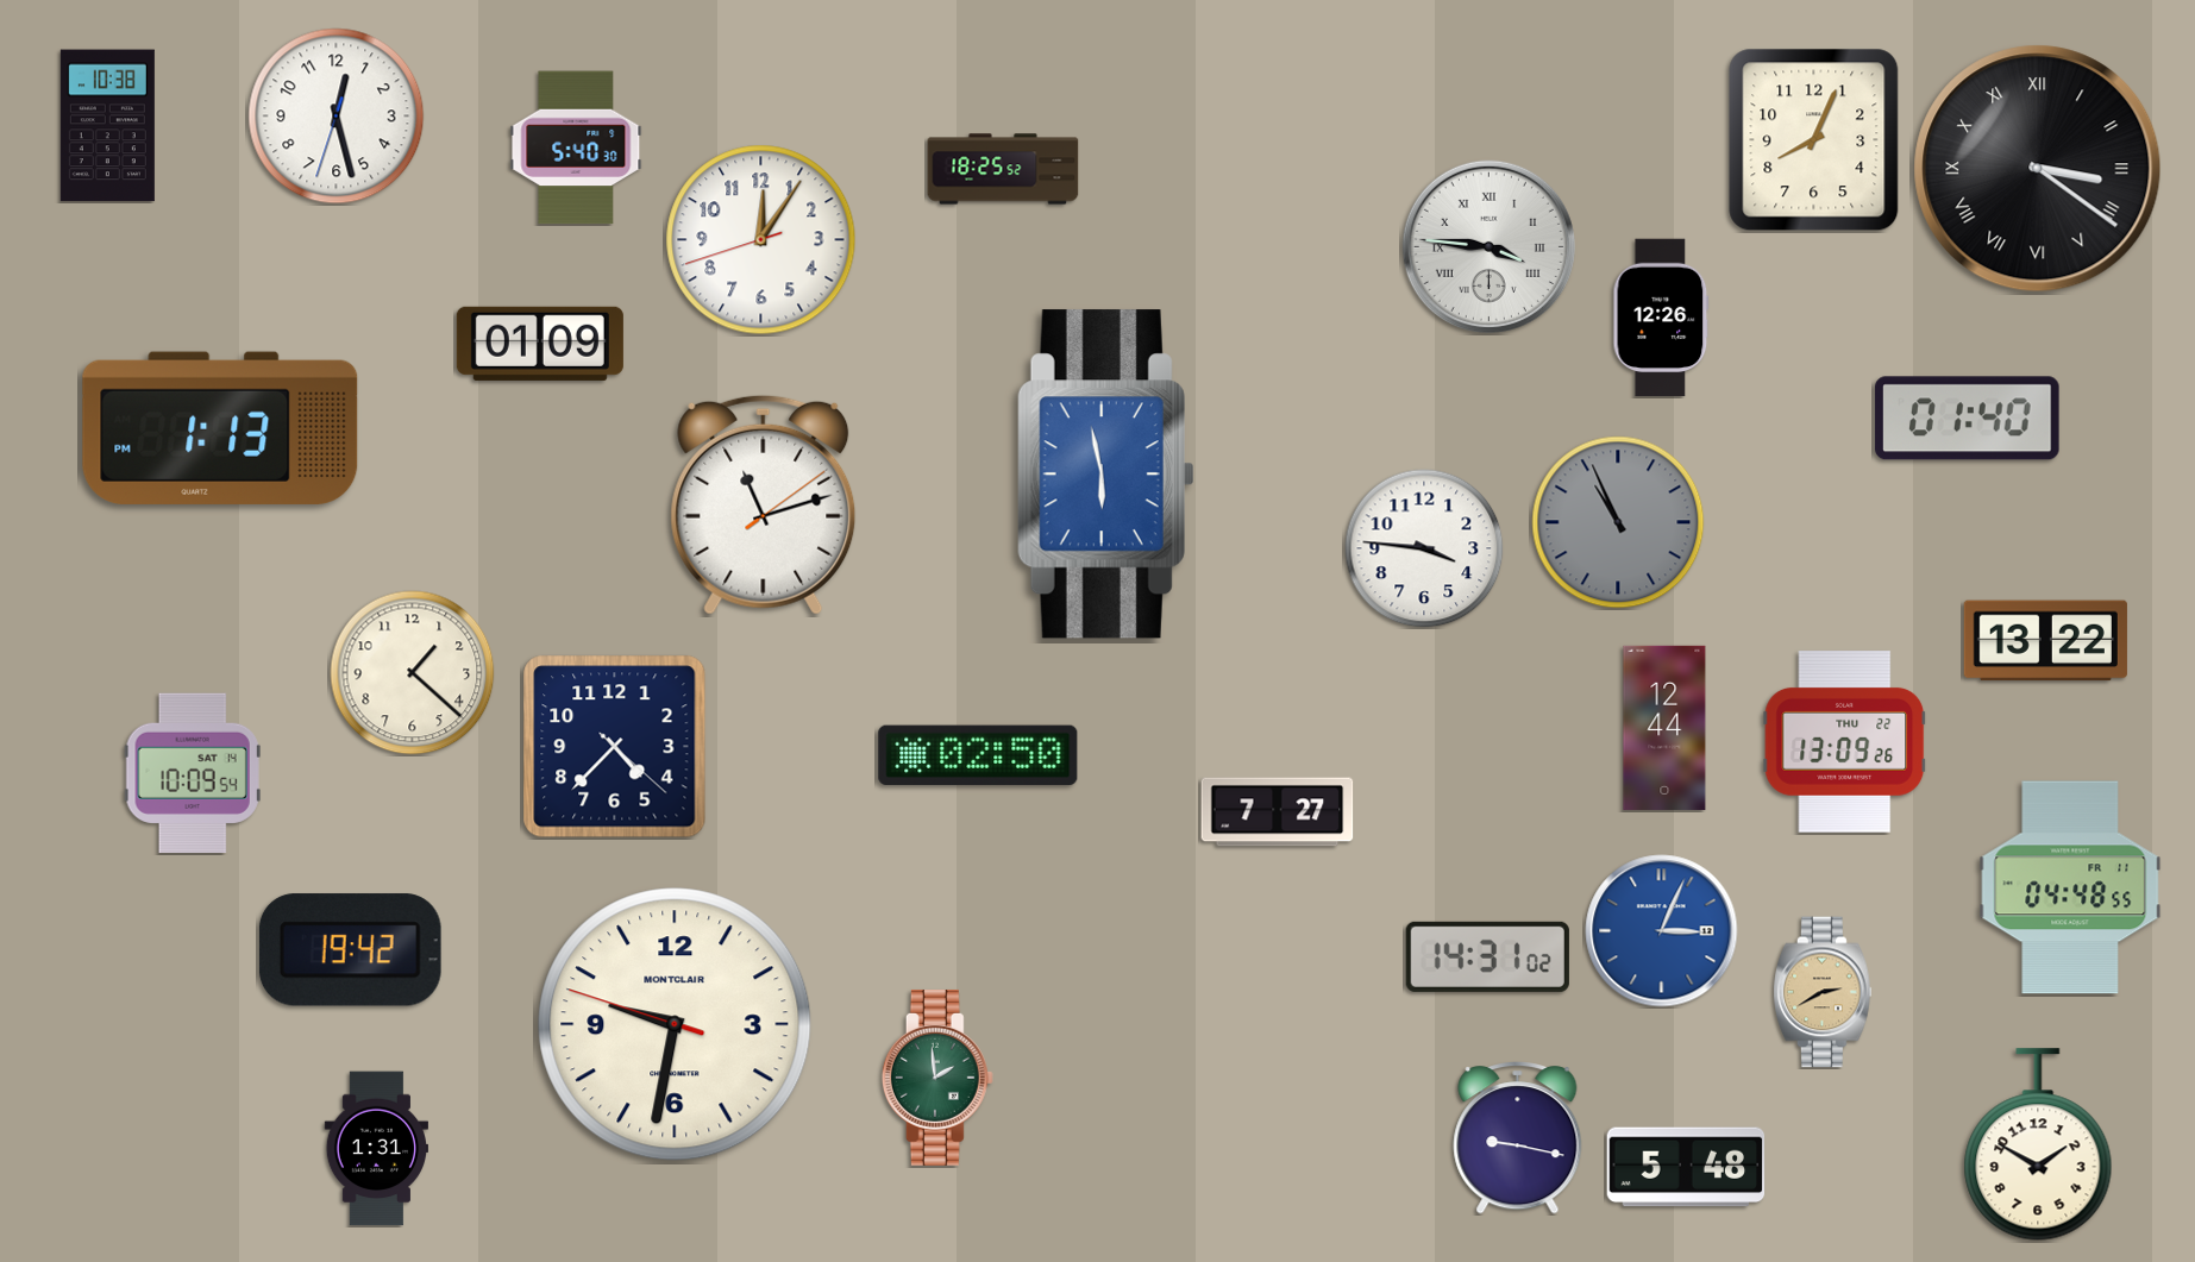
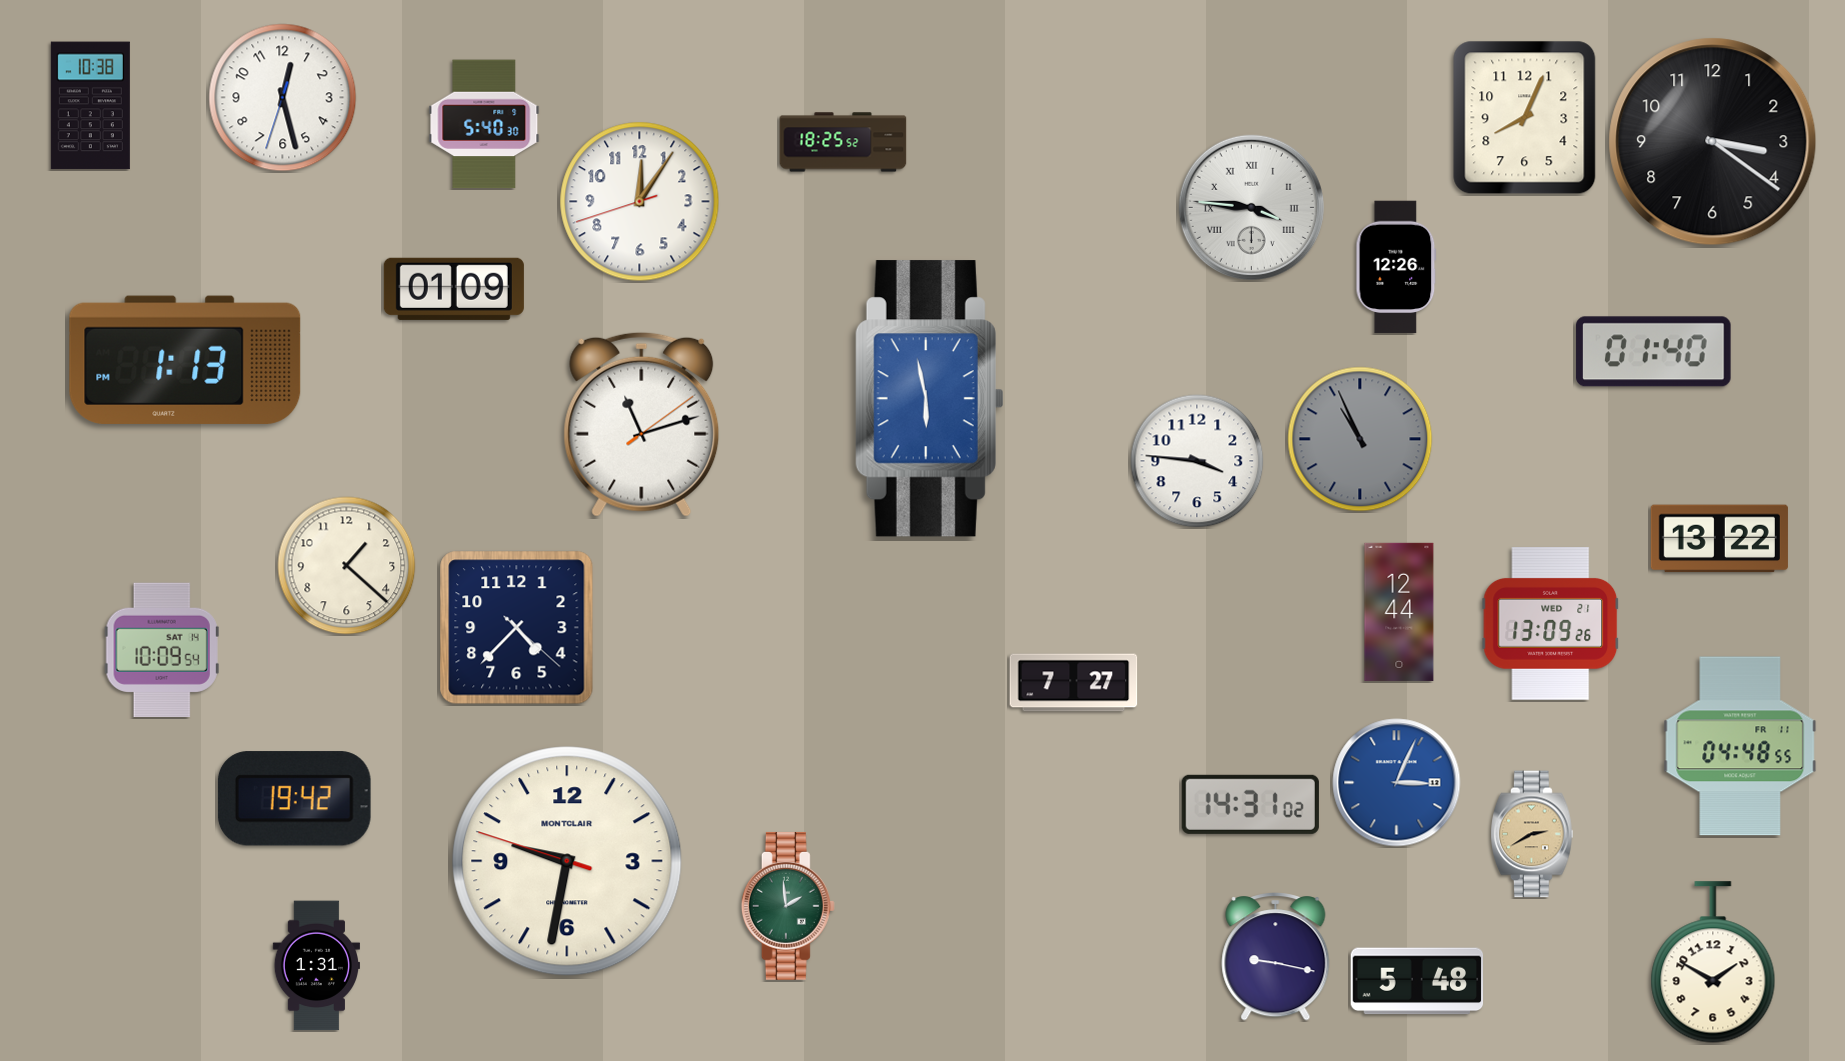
clock at (2038, 169) numerals: Roman -> Arabic
clock at (1845, 742) date: THU 22 -> WED 21
clock at (978, 755): 02:50 -> none
